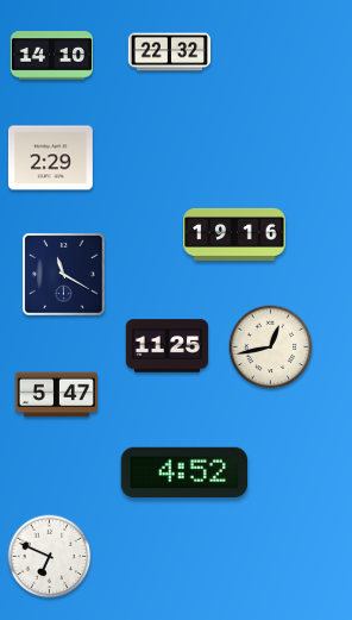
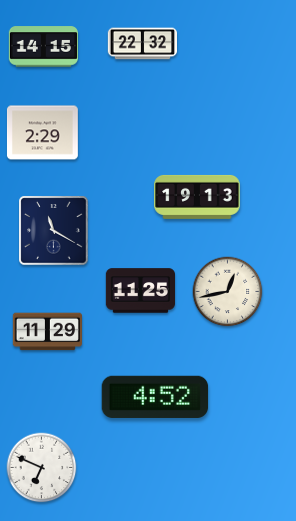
clock at (51, 56): 14:10 -> 14:15
clock at (234, 234): 19:16 -> 19:13
clock at (56, 395): 5:47 -> 11:29
